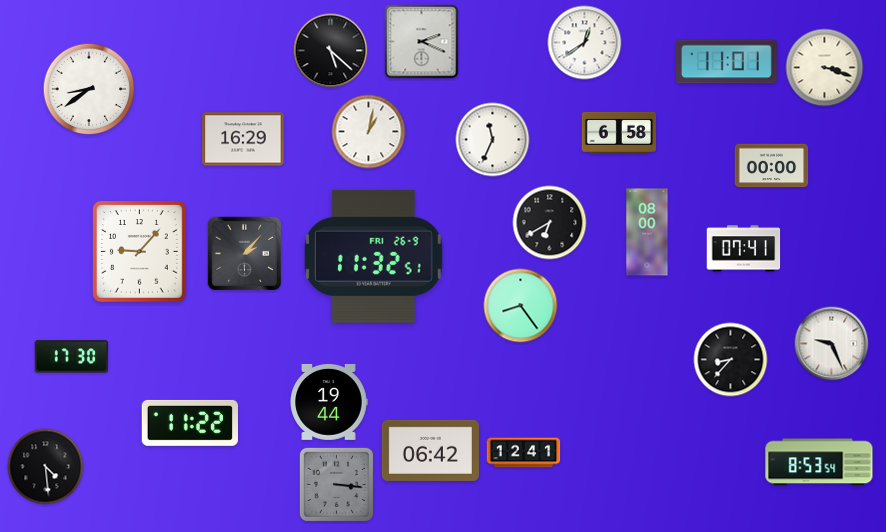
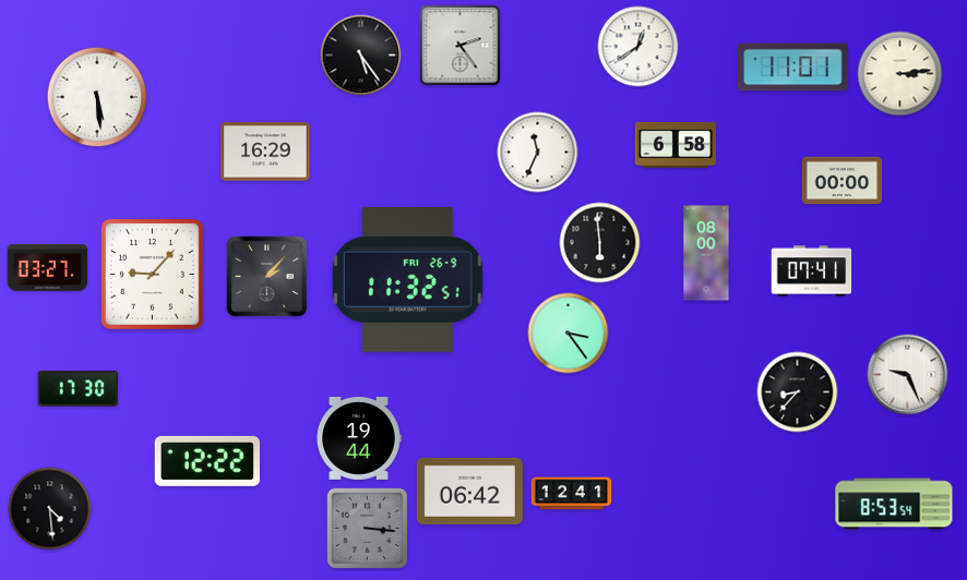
clock at (422, 42): 2:19 -> 2:24
clock at (331, 51): 5:22 -> 5:24
clock at (825, 68): 3:18 -> 3:14
clock at (89, 89): 8:39 -> 5:29
clock at (369, 132): 1:02 -> none
clock at (550, 223): 6:40 -> 5:59
clock at (48, 268): none -> 03:27
clock at (521, 306): 8:24 -> 3:24
clock at (190, 423): 11:22 -> 12:22
